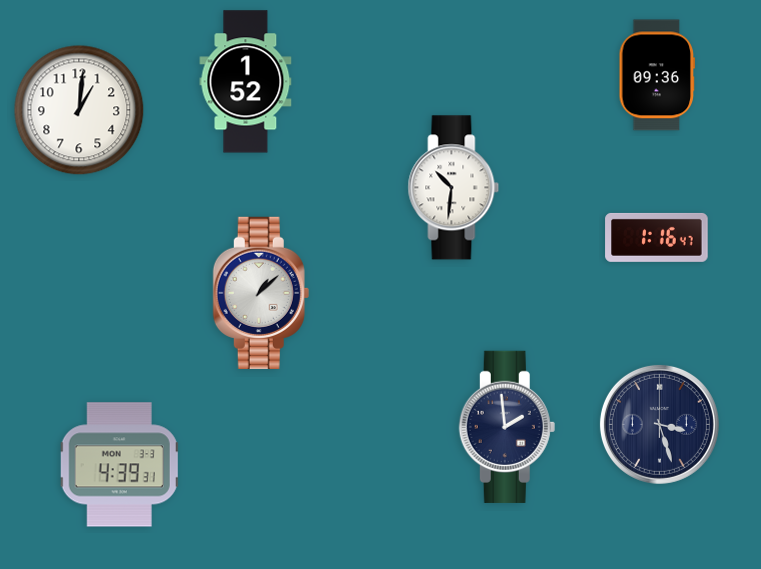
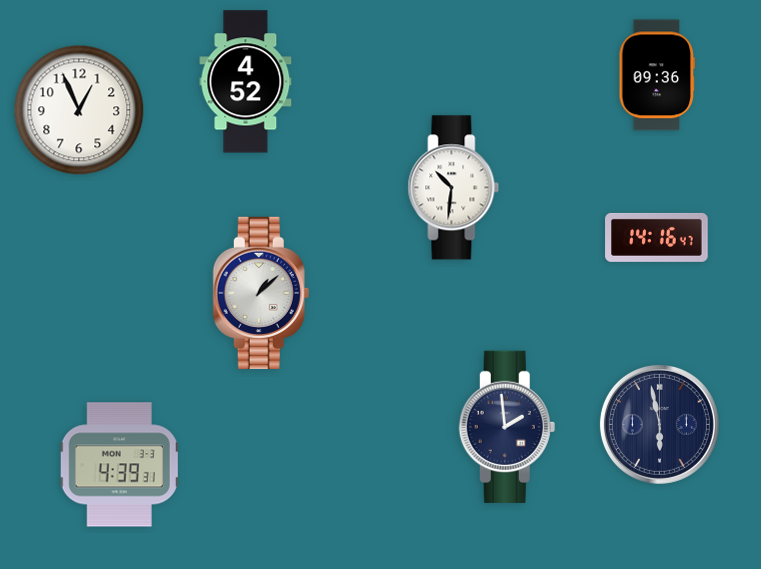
clock at (246, 82): 1:52 -> 4:52
clock at (79, 110): 1:01 -> 12:56
clock at (657, 237): 1:16 -> 14:16
clock at (659, 424): 3:27 -> 5:58
